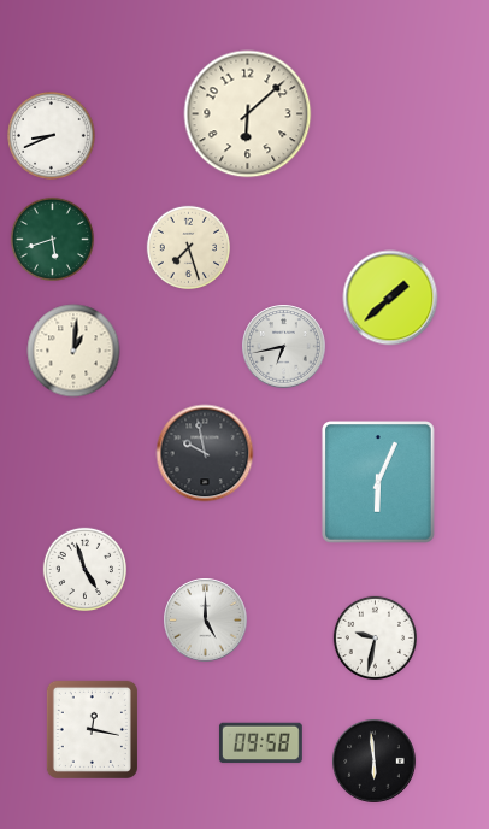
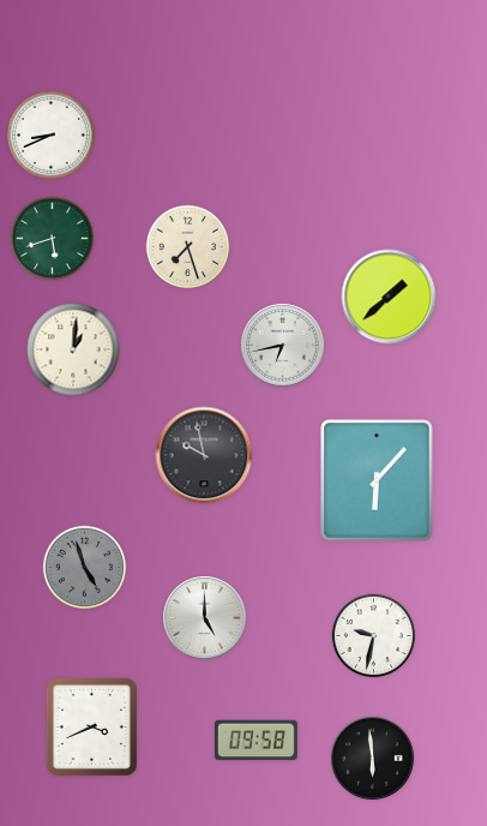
clock at (248, 114): 6:08 -> none
clock at (205, 453) position: (205, 453) -> (204, 455)
clock at (379, 482): 6:04 -> 6:07
clock at (84, 569) dial: white -> grey
clock at (92, 729): 12:17 -> 3:41
clock at (260, 743) position: (260, 743) -> (255, 741)
